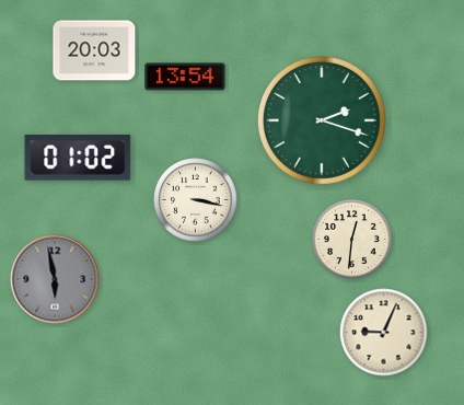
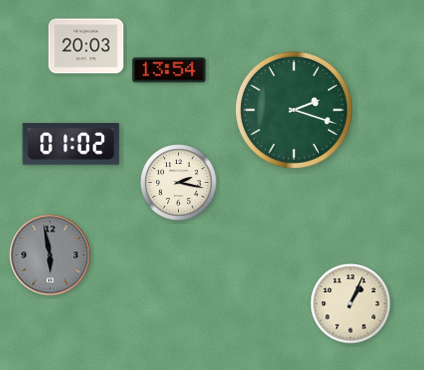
clock at (196, 200): 3:17 -> 2:17
clock at (352, 240): 12:31 -> none
clock at (384, 333): 9:04 -> 1:04
